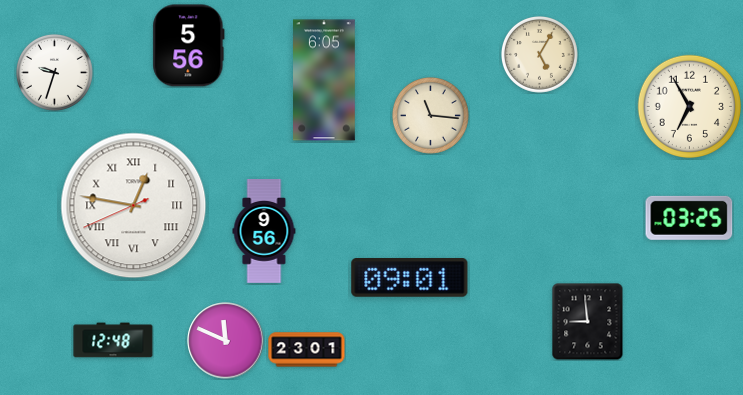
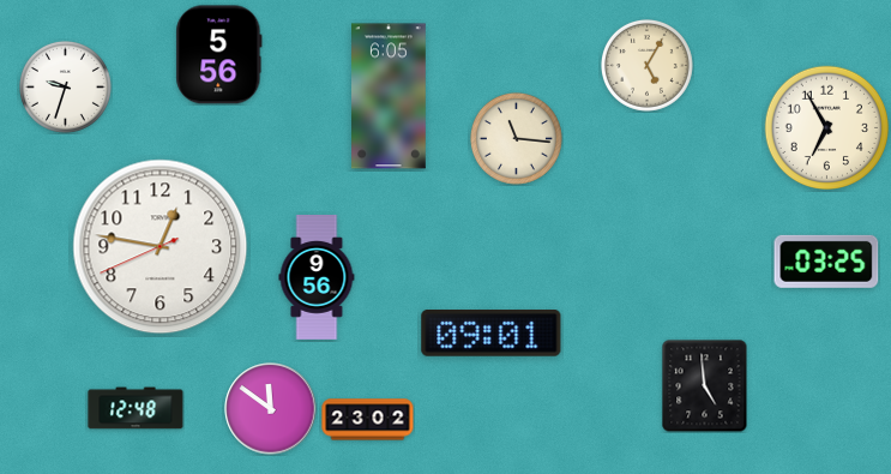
clock at (189, 46) position: (189, 46) -> (219, 55)
clock at (134, 206) numerals: Roman -> Arabic
clock at (588, 321): 8:59 -> 4:59
clock at (226, 341): 11:49 -> 11:51
clock at (307, 350): 23:01 -> 23:02
